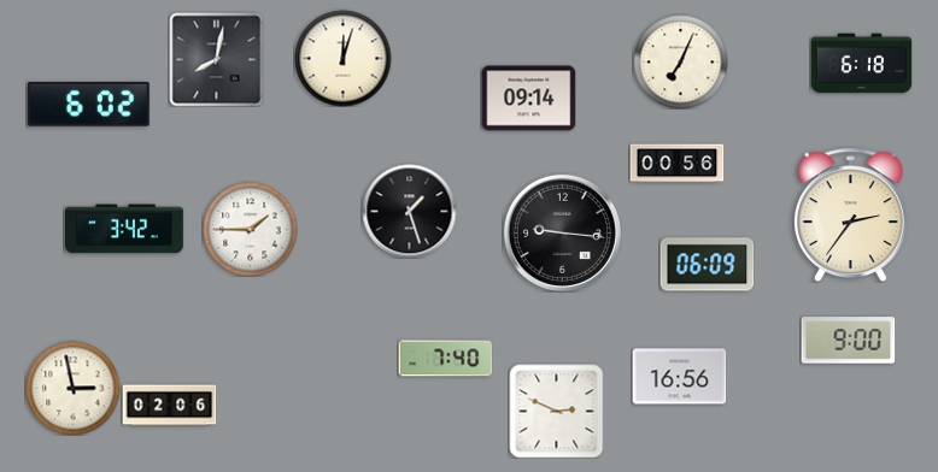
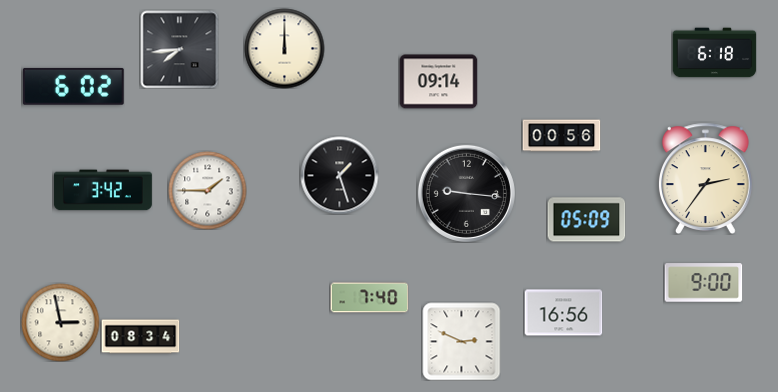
clock at (342, 58): 12:03 -> 12:00
clock at (216, 59): 8:02 -> 7:44
clock at (680, 61): 7:04 -> none
clock at (707, 265): 06:09 -> 05:09
clock at (169, 406): 02:06 -> 08:34
